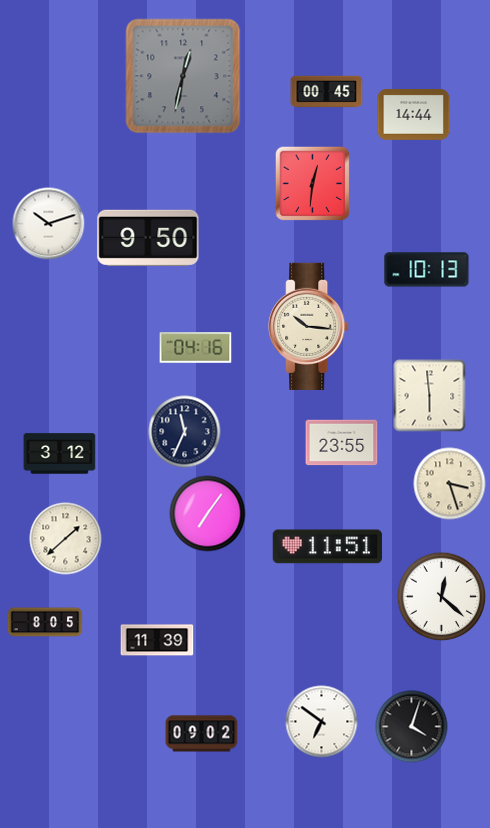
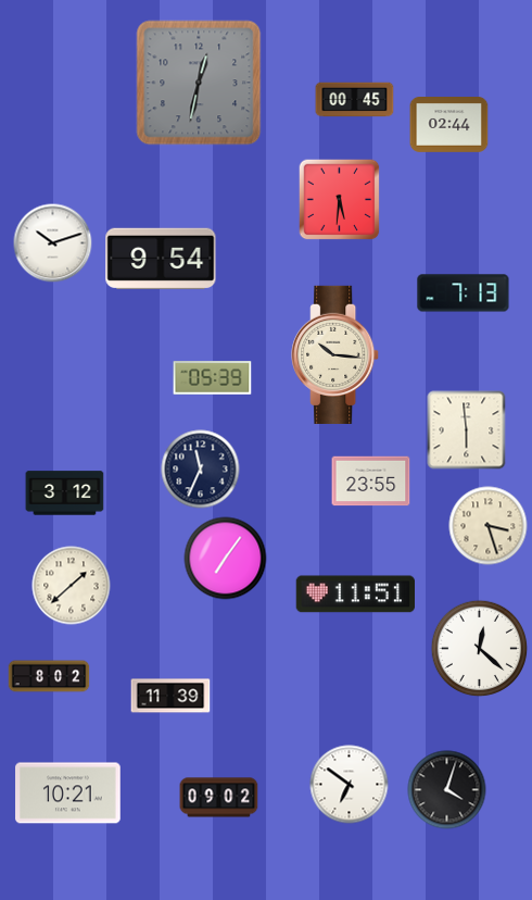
clock at (414, 115): 14:44 -> 02:44
clock at (313, 184): 12:31 -> 5:31
clock at (148, 238): 9:50 -> 9:54
clock at (427, 270): 10:13 -> 7:13
clock at (196, 348): 04:16 -> 05:39
clock at (45, 622): 8:05 -> 8:02
clock at (68, 793): none -> 10:21
